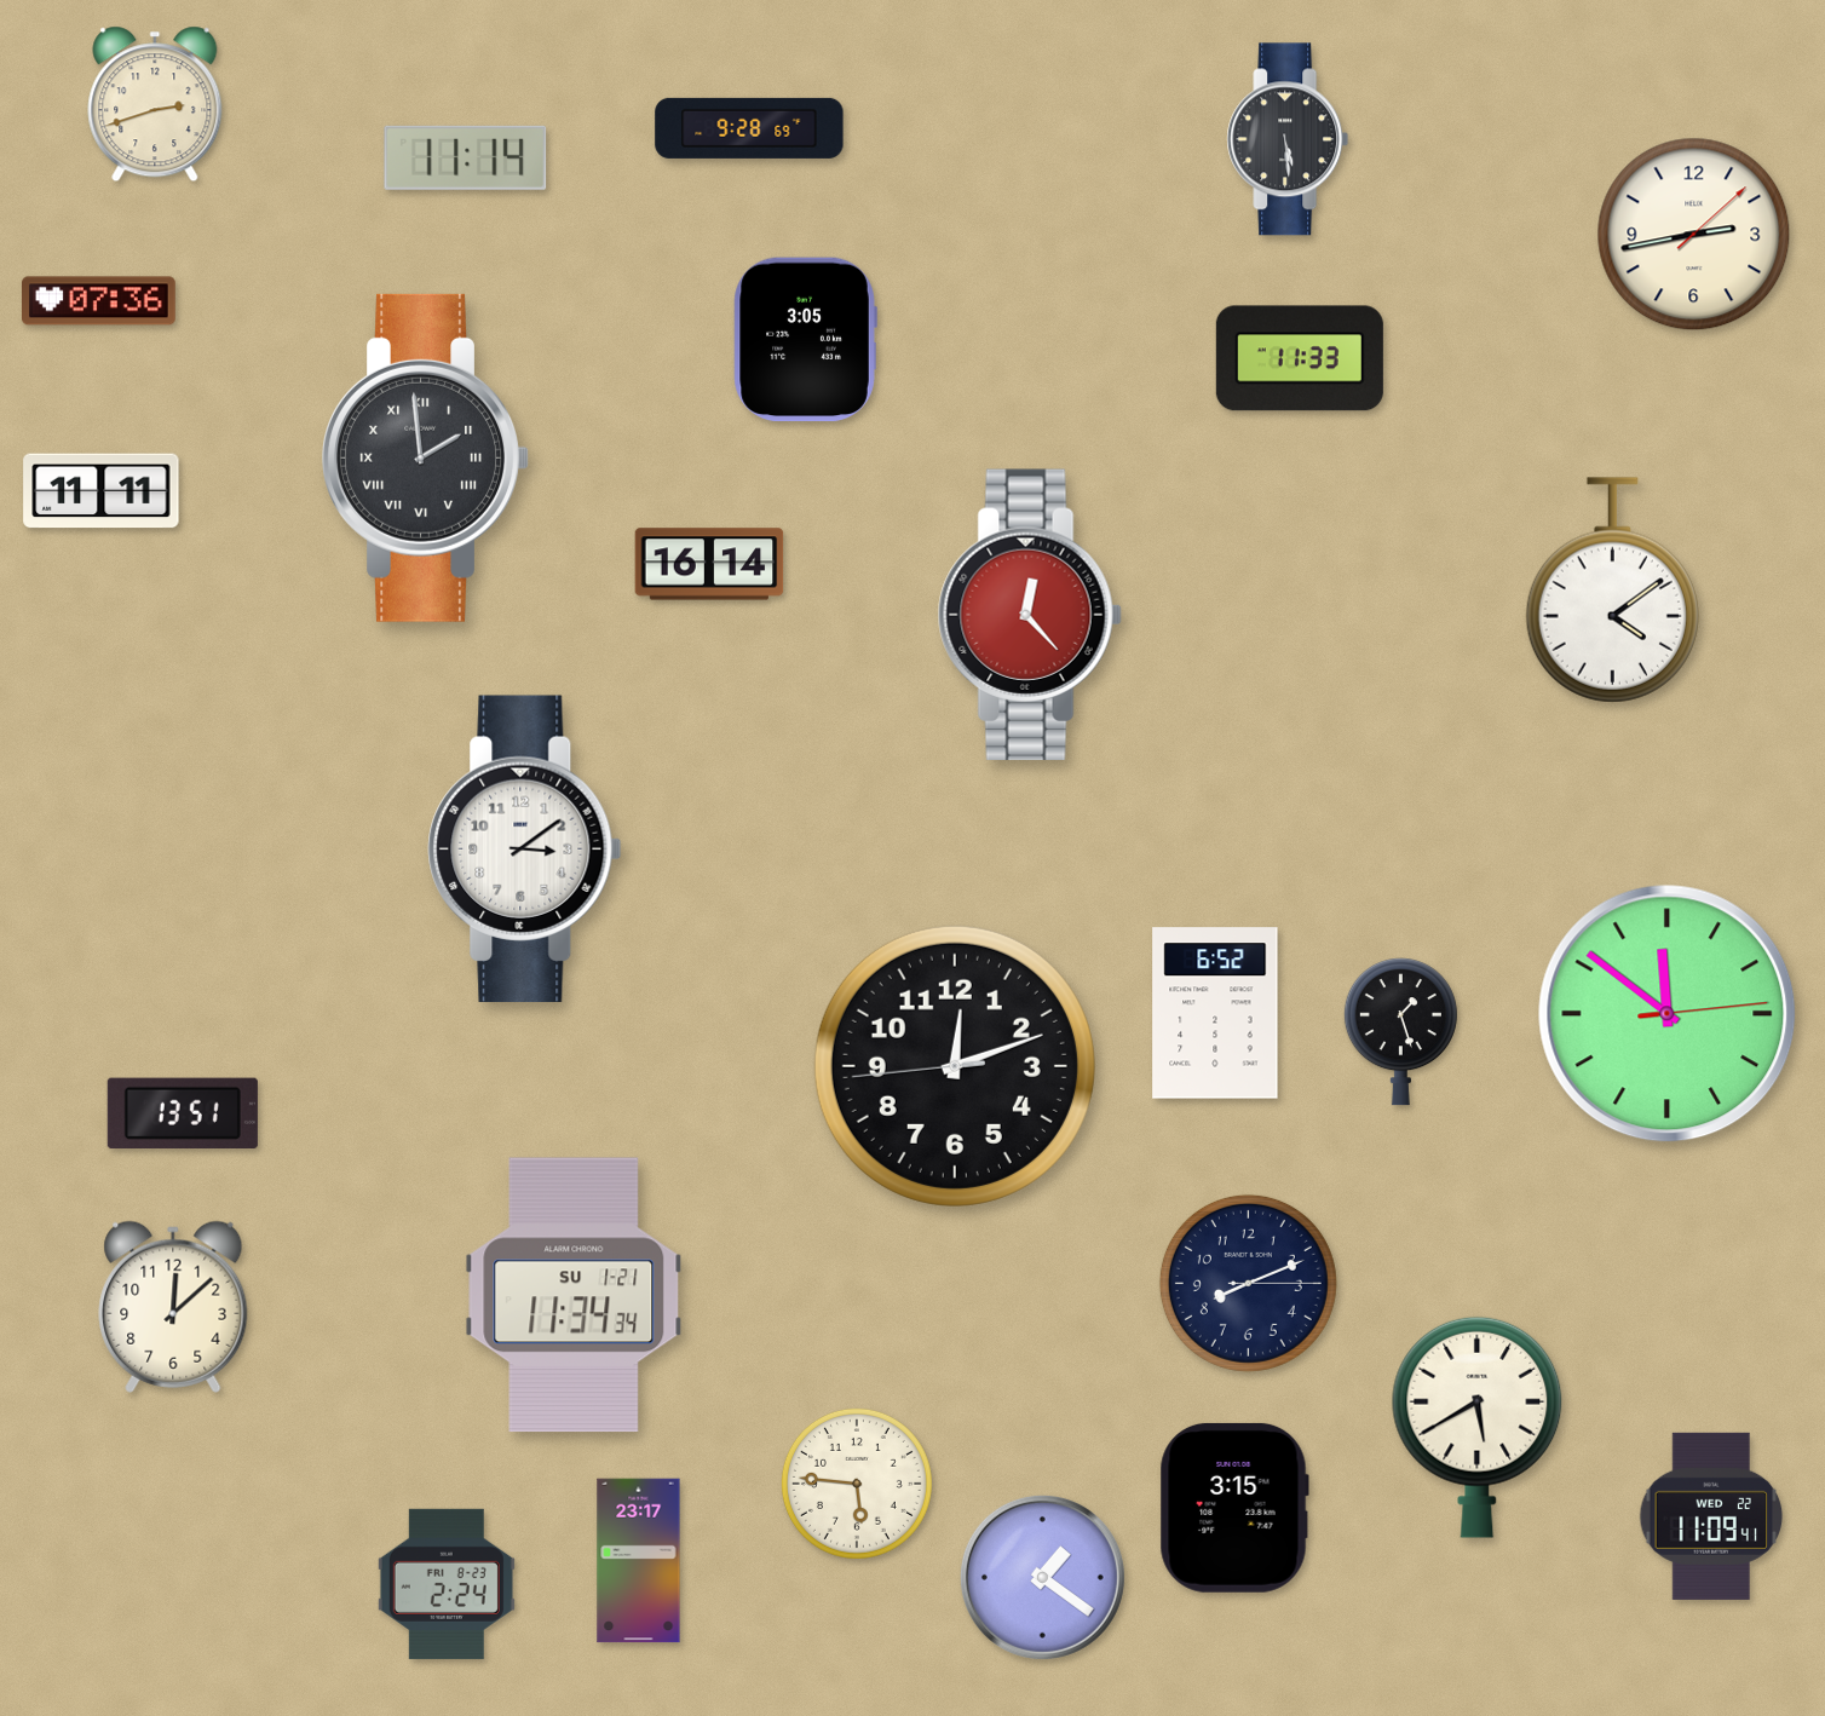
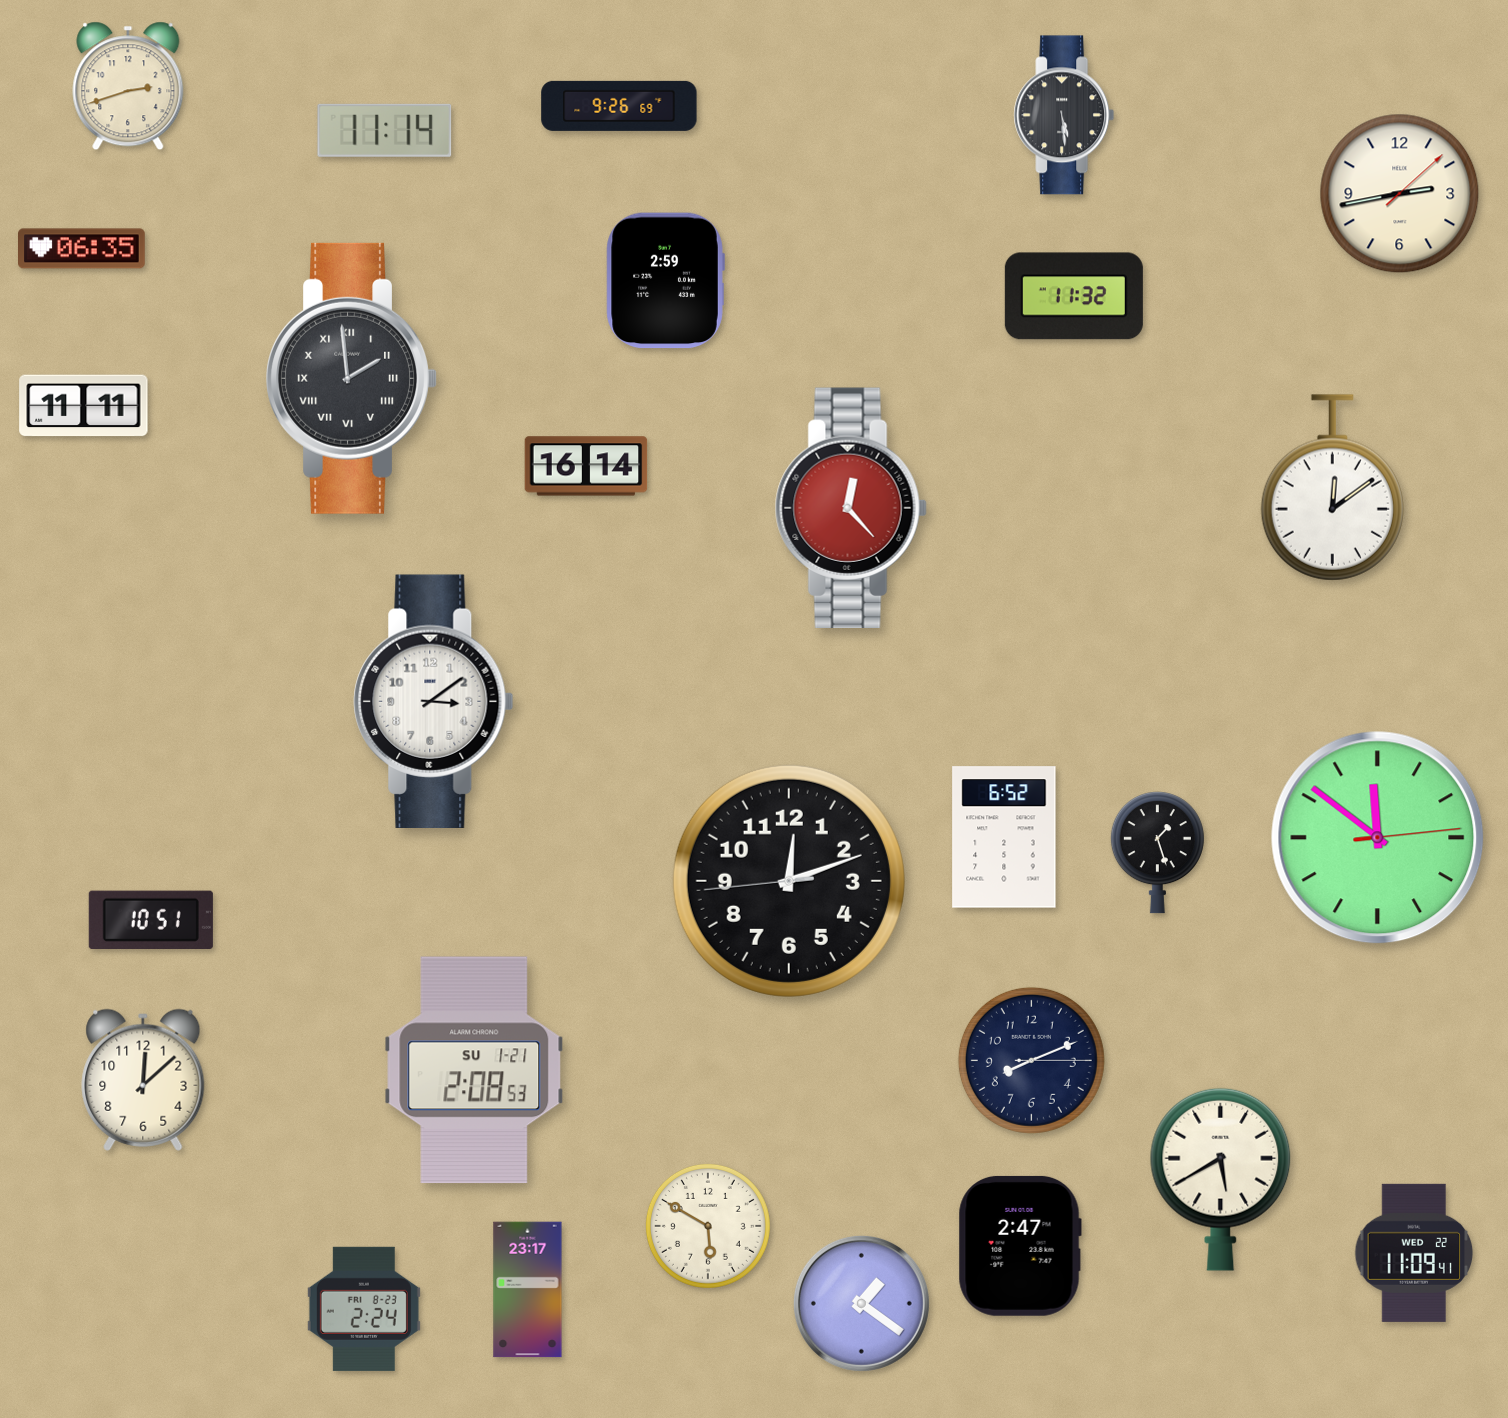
clock at (749, 128): 9:28 -> 9:26
clock at (99, 301): 07:36 -> 06:35
clock at (805, 340): 3:05 -> 2:59
clock at (1300, 358): 11:33 -> 11:32
clock at (1612, 591): 4:09 -> 12:09
clock at (183, 1112): 13:51 -> 10:51
clock at (574, 1295): 11:34 -> 2:08
clock at (857, 1484): 5:46 -> 5:50
clock at (1234, 1508): 3:15 -> 2:47
clock at (447, 1584) position: (447, 1584) -> (364, 1309)
